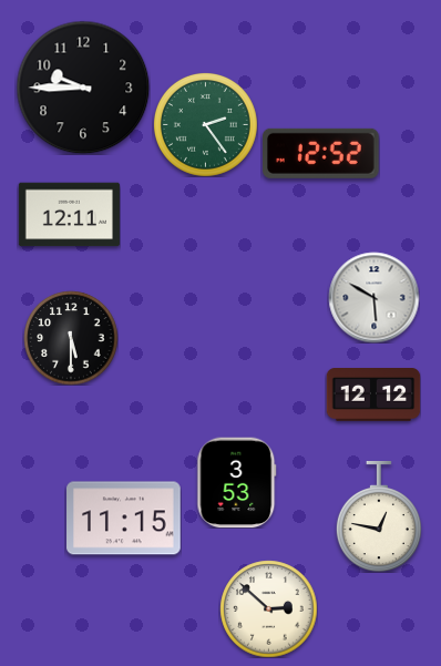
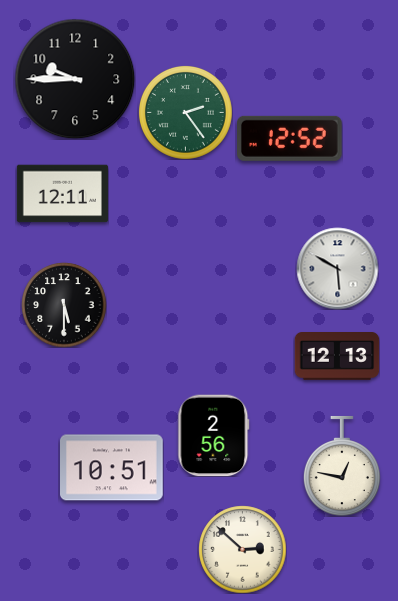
clock at (373, 395): 12:12 -> 12:13
clock at (237, 482): 3:53 -> 2:56
clock at (124, 519): 11:15 -> 10:51
